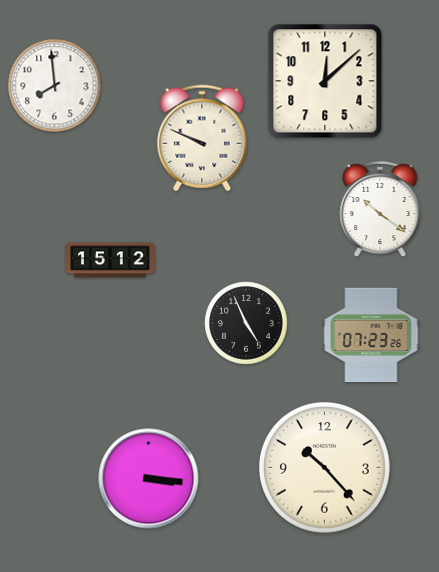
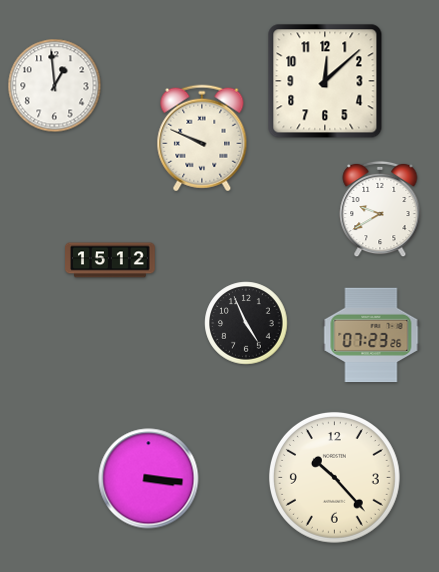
clock at (55, 86): 7:59 -> 12:59
clock at (380, 209): 10:21 -> 9:40
clock at (324, 467) position: (324, 467) -> (334, 477)
